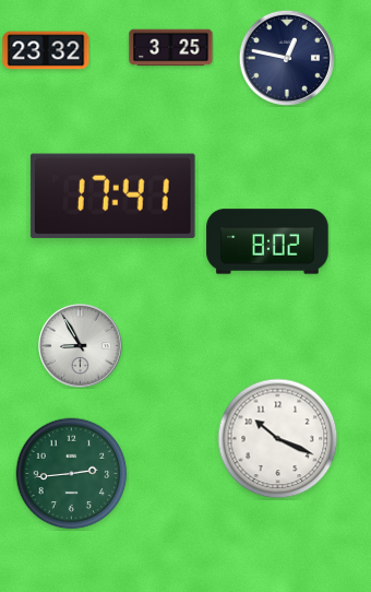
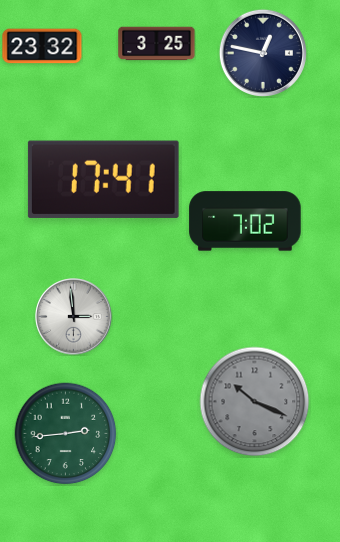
clock at (267, 241): 8:02 -> 7:02
clock at (81, 346): 8:55 -> 2:59
clock at (278, 439) dial: white -> grey
